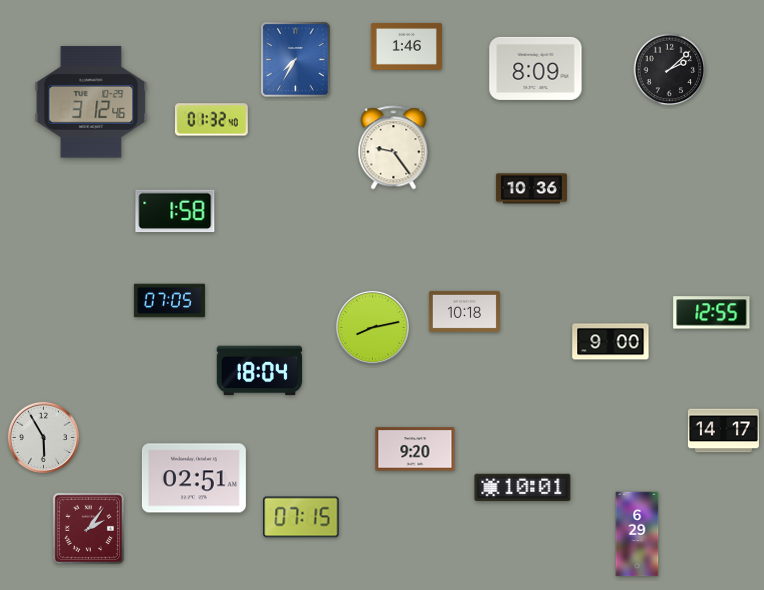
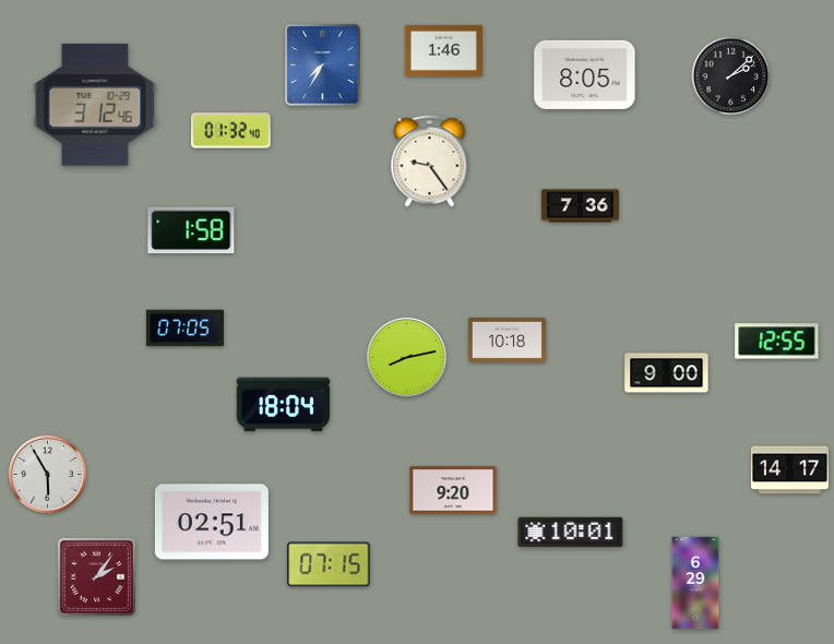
clock at (536, 68): 8:09 -> 8:05
clock at (91, 102) position: (91, 102) -> (95, 105)
clock at (531, 189): 10:36 -> 7:36
clock at (43, 437) position: (43, 437) -> (47, 474)
